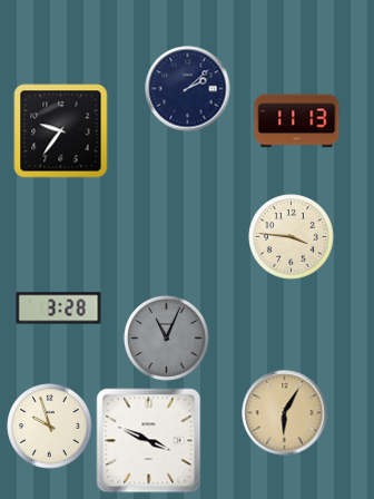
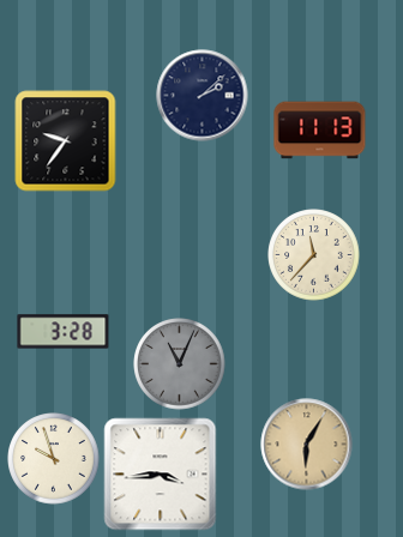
clock at (292, 237): 3:46 -> 11:37
clock at (149, 441): 3:49 -> 3:44
